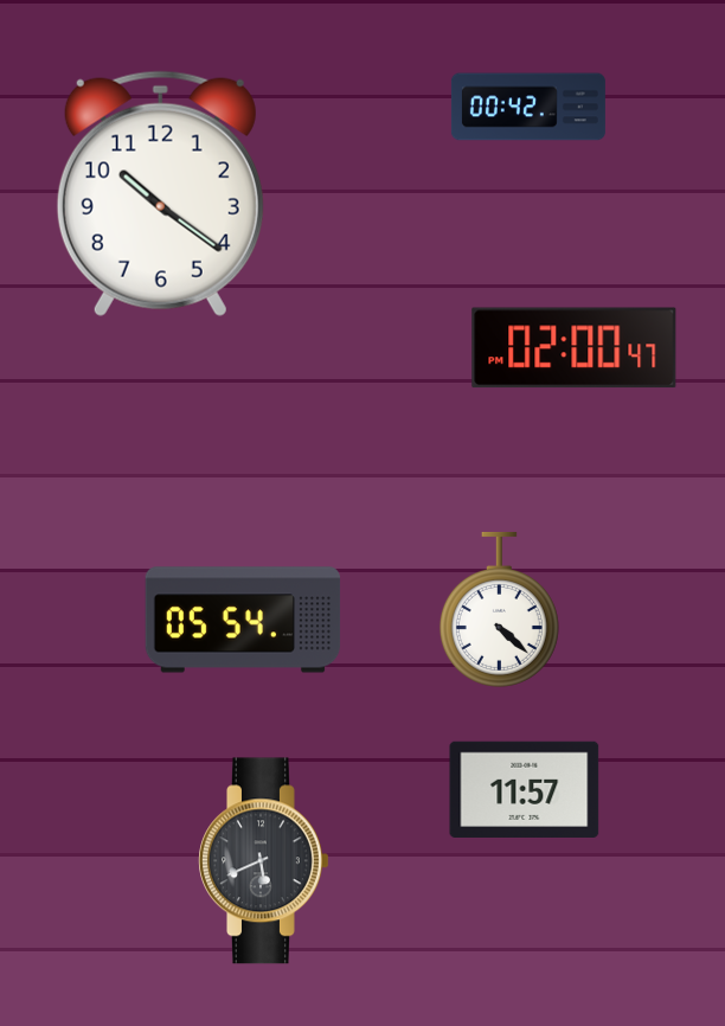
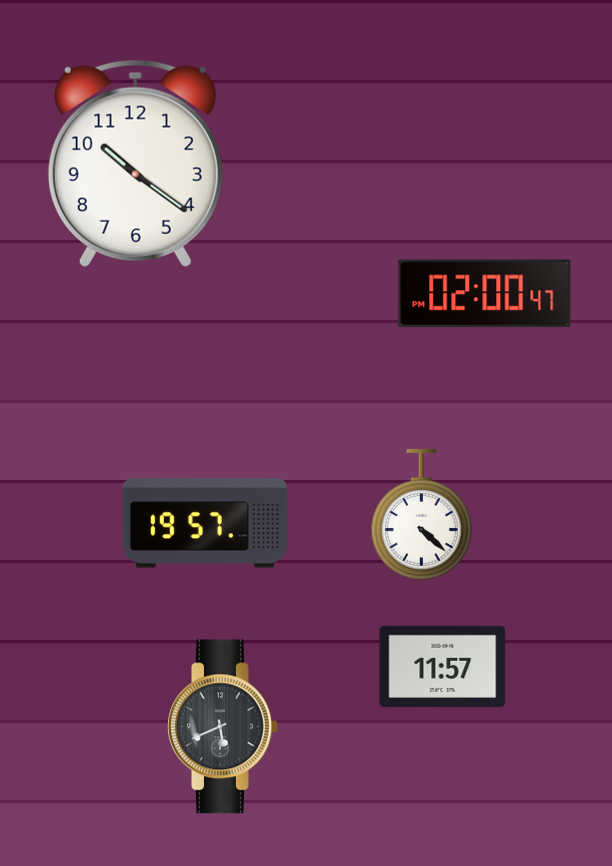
clock at (528, 107): 00:42 -> none
clock at (243, 620): 05:54 -> 19:57
